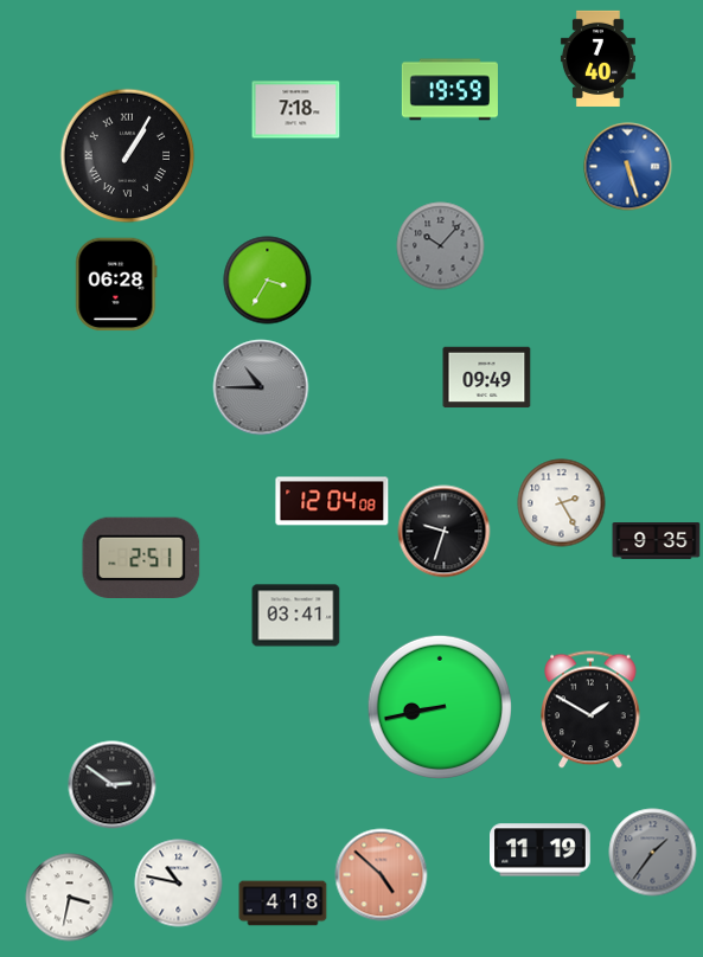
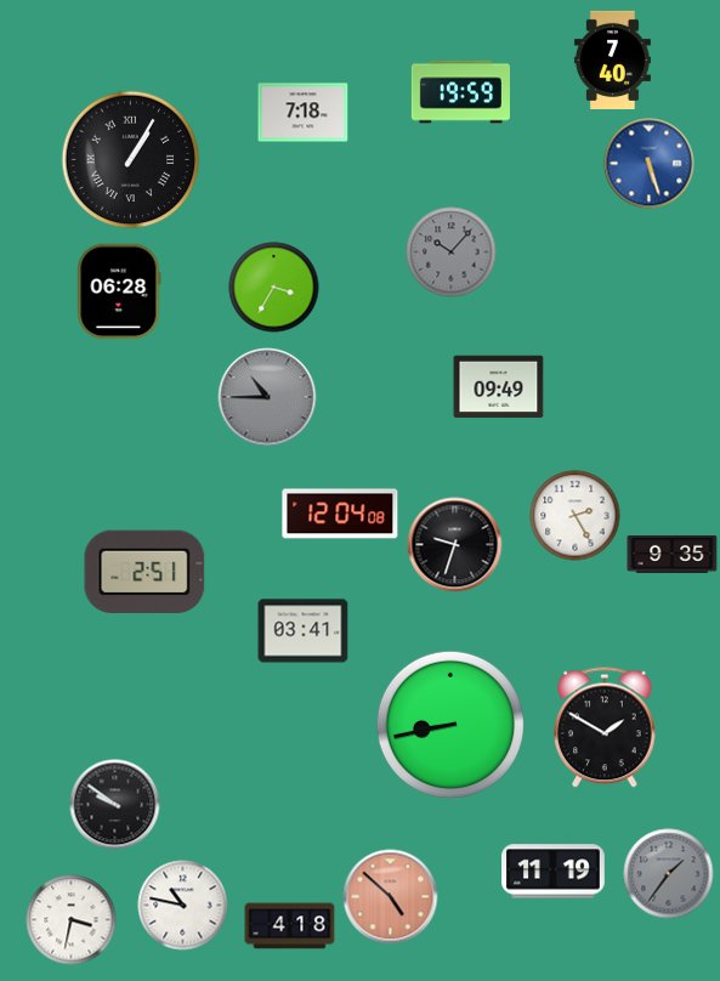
clock at (628, 167) position: (628, 167) -> (650, 164)
clock at (113, 785): 2:51 -> 9:51
